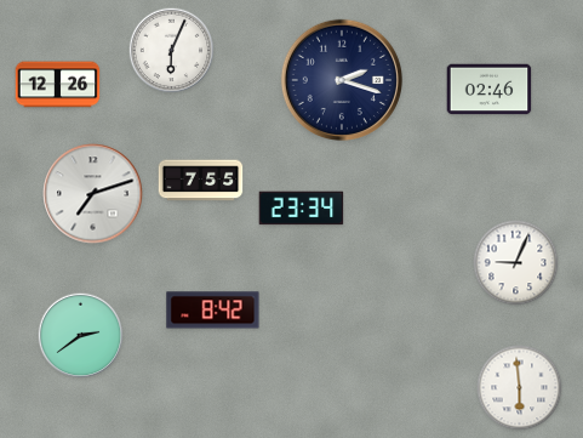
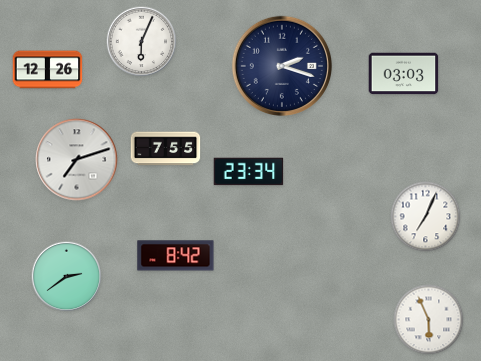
clock at (490, 90): 02:46 -> 03:03
clock at (516, 263): 9:04 -> 7:04
clock at (520, 388): 5:59 -> 5:56
